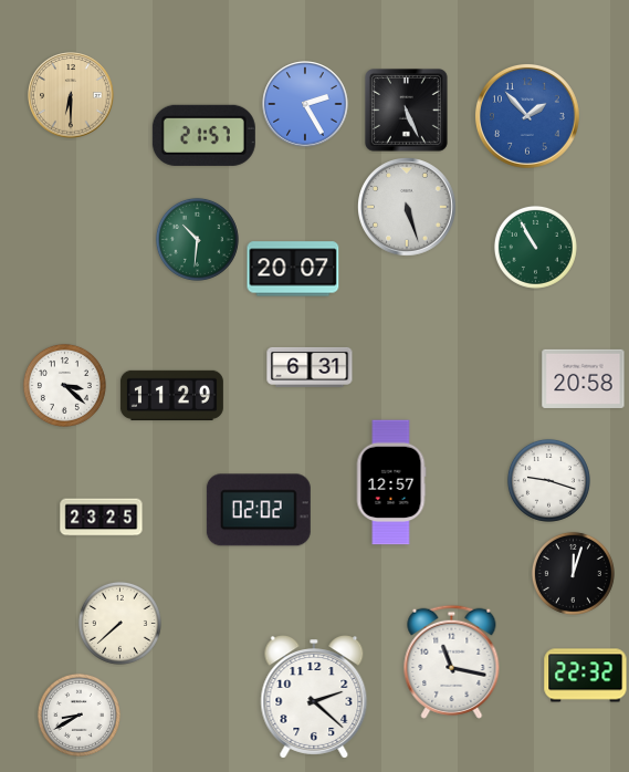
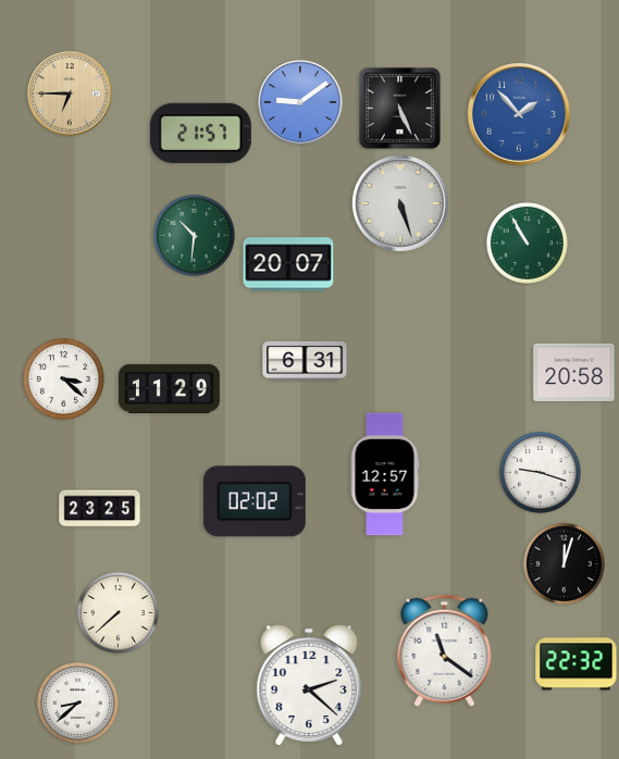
clock at (71, 95): 6:30 -> 6:45
clock at (305, 104): 2:25 -> 9:09
clock at (452, 661): 11:17 -> 11:21
clock at (78, 714): 8:40 -> 8:38
